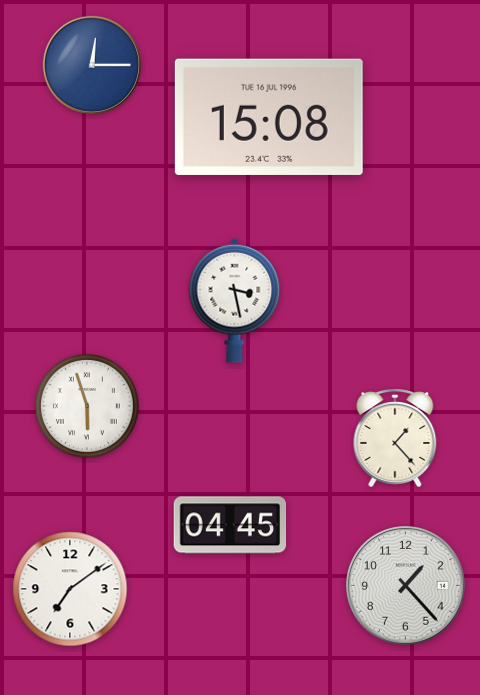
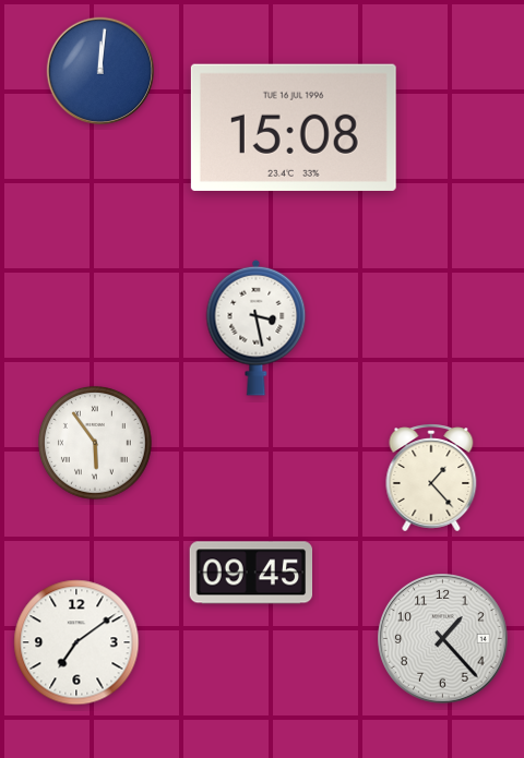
clock at (92, 65): 12:15 -> 12:01
clock at (88, 407): 5:57 -> 5:54
clock at (230, 525): 04:45 -> 09:45
